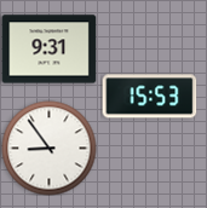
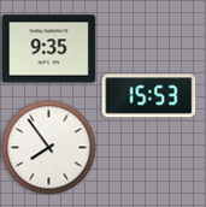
clock at (48, 50): 9:31 -> 9:35
clock at (48, 148): 8:54 -> 7:54
